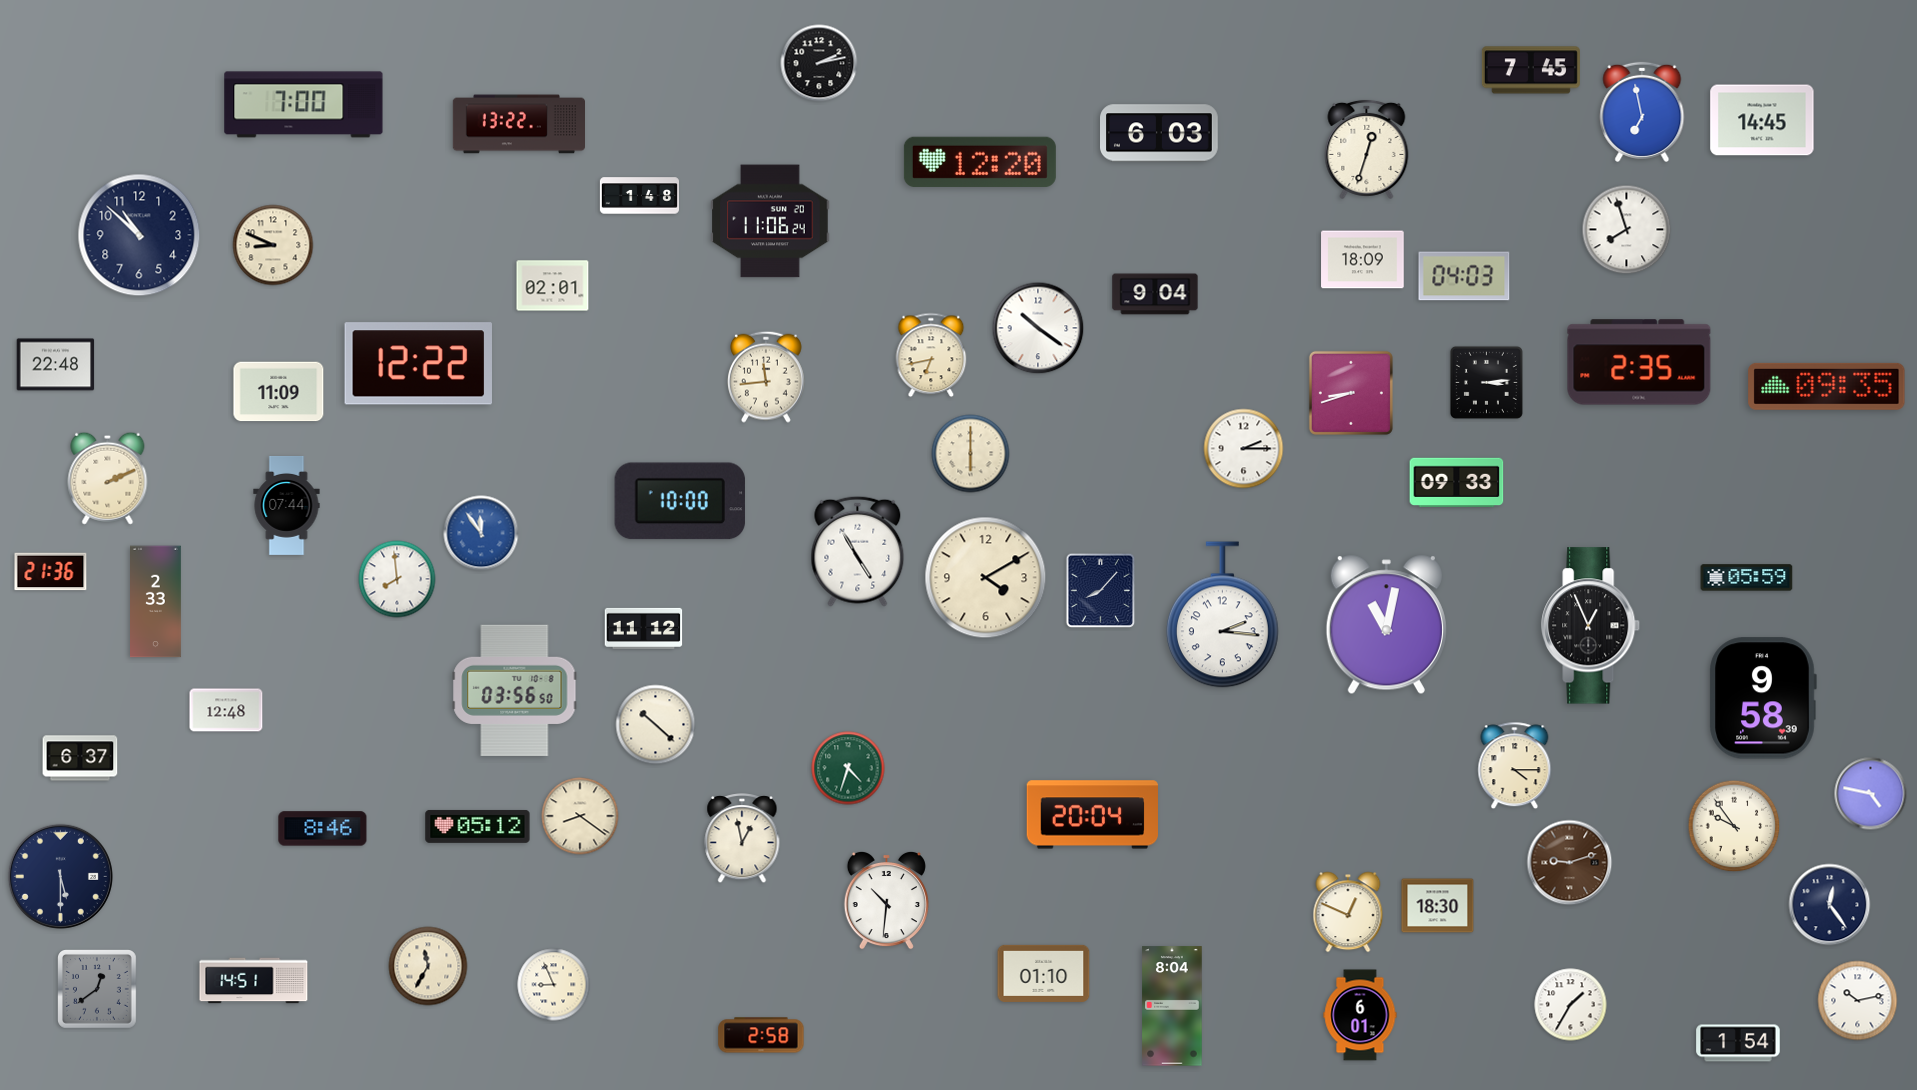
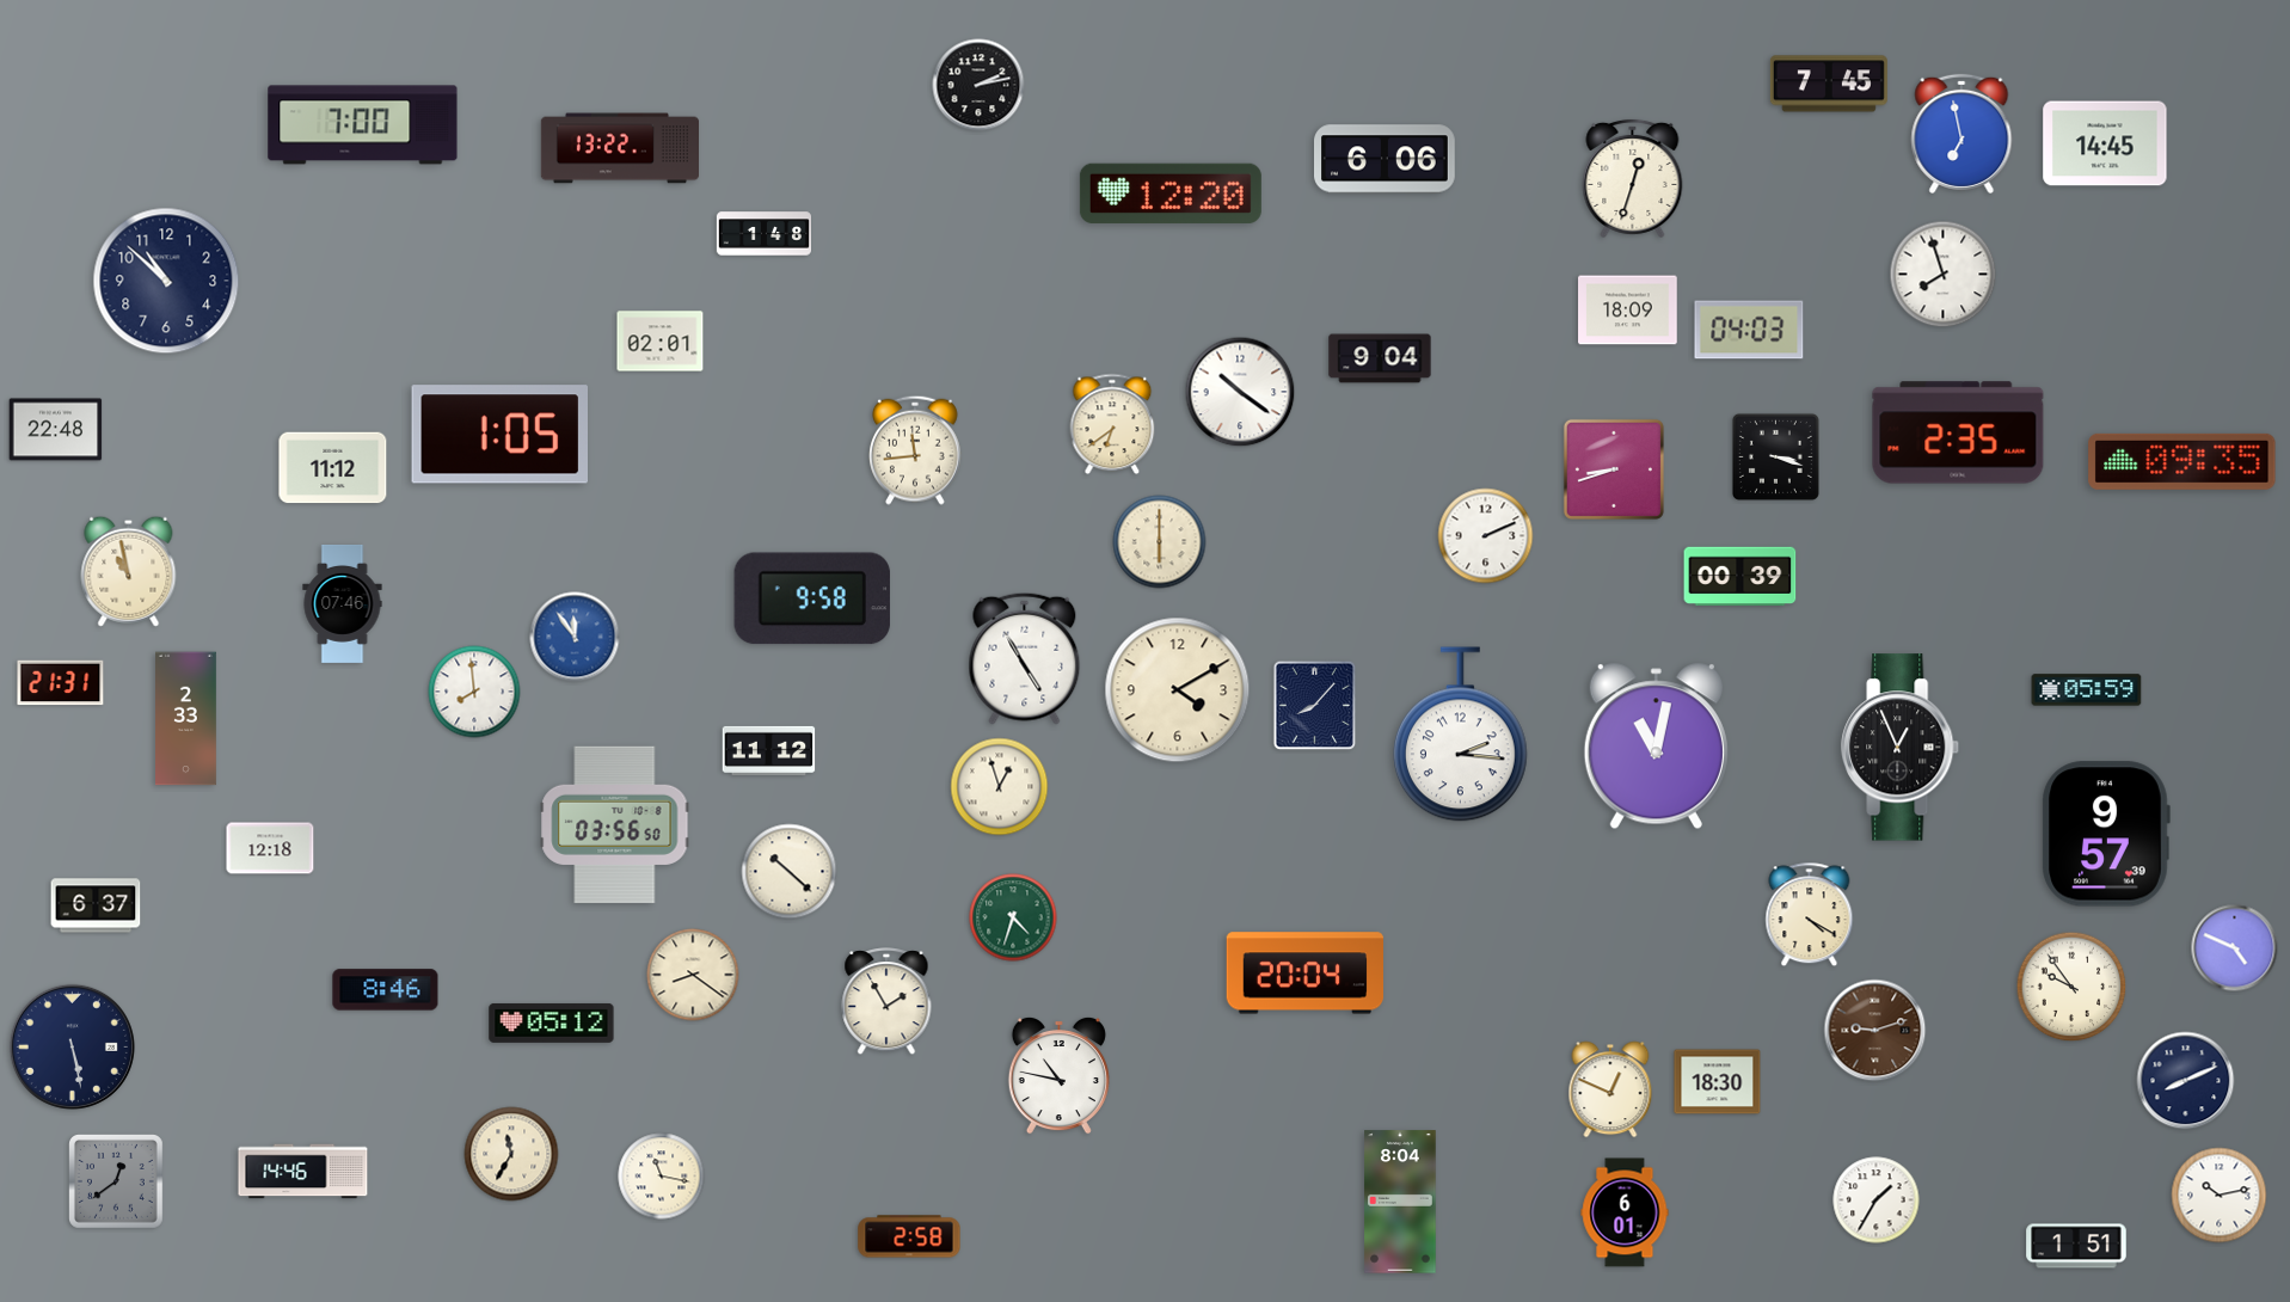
clock at (819, 63) position: (819, 63) -> (978, 85)
clock at (1160, 133): 6:03 -> 6:06
clock at (770, 221): 11:06 -> none
clock at (273, 245): 8:49 -> none
clock at (1155, 294) position: (1155, 294) -> (1380, 358)
clock at (931, 355): 6:43 -> 6:39
clock at (418, 364): 12:22 -> 1:05
clock at (56, 365) position: (56, 365) -> (56, 430)
clock at (1486, 382): 3:14 -> 3:18
clock at (279, 392): 11:09 -> 11:12
clock at (1244, 449): 2:15 -> 2:11
clock at (108, 478): 2:11 -> 10:58
clock at (1457, 482): 09:33 -> 00:39
clock at (679, 501): 10:00 -> 9:58
clock at (287, 505): 07:44 -> 07:46
clock at (51, 572): 21:36 -> 21:31
clock at (1000, 787): none -> 12:57
clock at (1763, 698): 9:58 -> 9:57
clock at (226, 710): 12:48 -> 12:18
clock at (656, 725) position: (656, 725) -> (790, 872)
clock at (1515, 766): 4:15 -> 4:20
clock at (1871, 794): 4:47 -> 4:49
clock at (478, 826) position: (478, 826) -> (552, 1022)
clock at (742, 839): 12:58 -> 1:55
clock at (60, 876): 5:30 -> 5:28
clock at (886, 900): 10:31 -> 10:47
clock at (1830, 905): 12:24 -> 8:11
clock at (1044, 973): 01:10 -> none
clock at (254, 981): 14:51 -> 14:46
clock at (554, 985): 8:56 -> 11:17
clock at (1738, 1043): 1:54 -> 1:51
